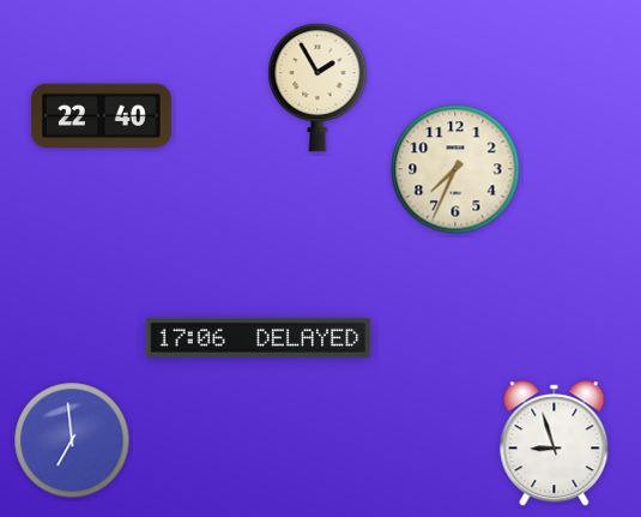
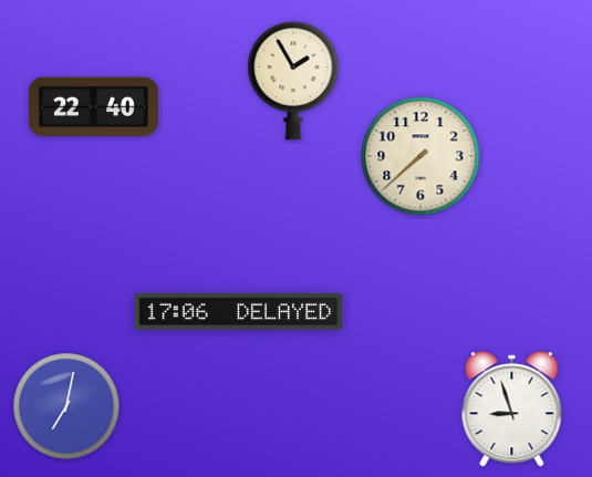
clock at (455, 169): 7:34 -> 7:38
clock at (72, 440): 6:59 -> 7:02
